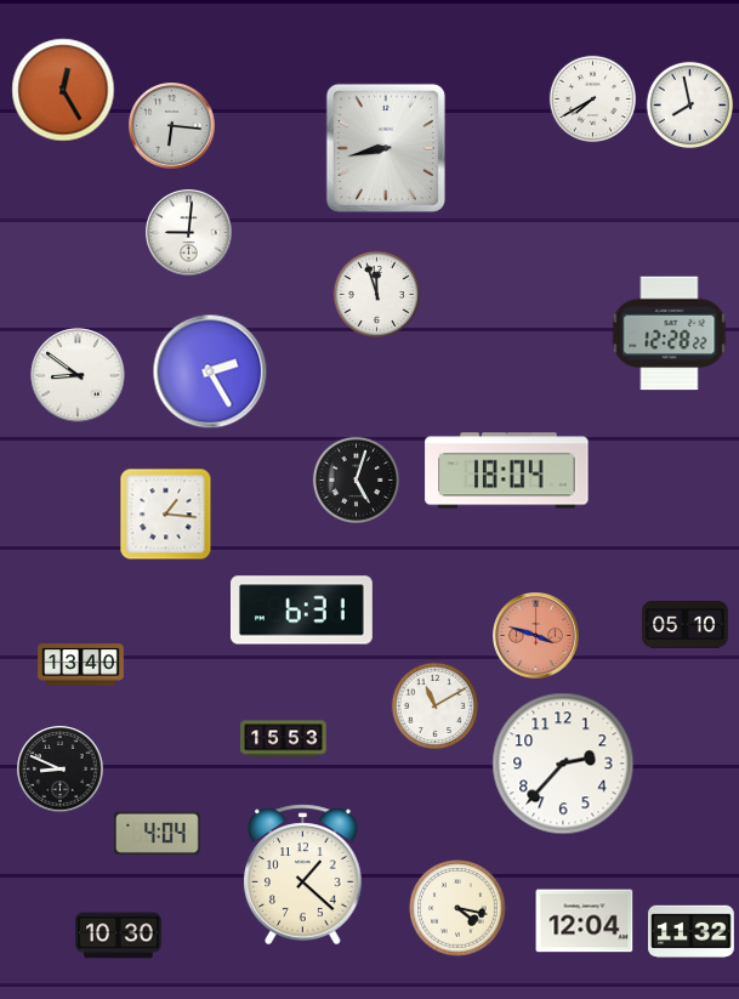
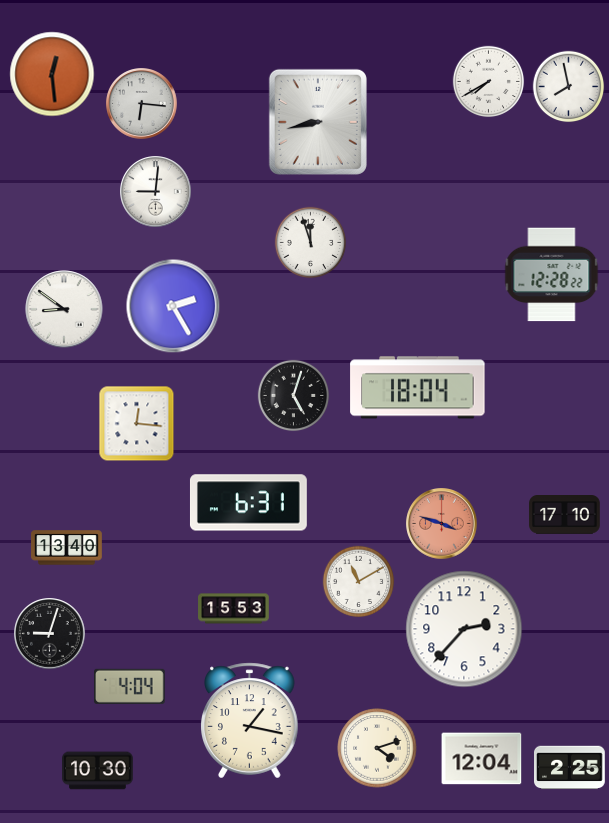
clock at (63, 90): 12:25 -> 12:29
clock at (166, 515): 1:16 -> 12:16
clock at (686, 625): 05:10 -> 17:10
clock at (61, 770): 8:49 -> 9:03
clock at (303, 875): 1:22 -> 1:17
clock at (457, 908): 4:17 -> 4:12
clock at (692, 932): 11:32 -> 2:25
